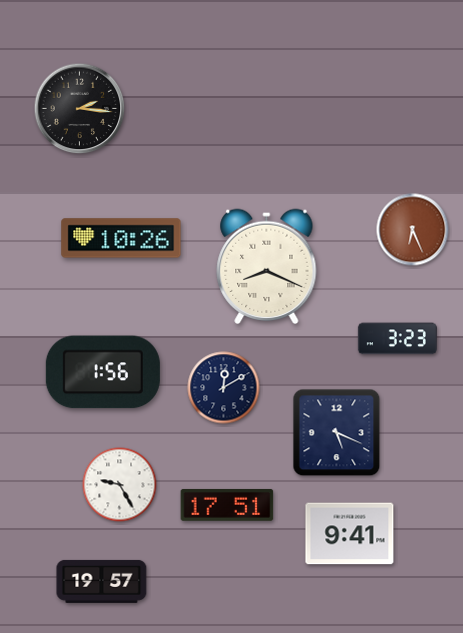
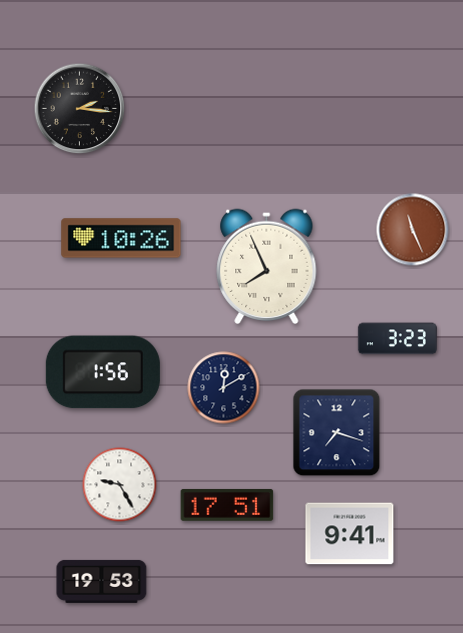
clock at (413, 230): 6:26 -> 11:26
clock at (267, 266): 8:19 -> 7:56
clock at (337, 433): 5:19 -> 7:18
clock at (102, 581): 19:57 -> 19:53
